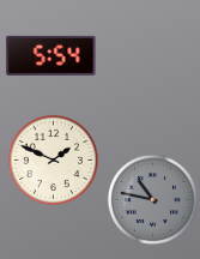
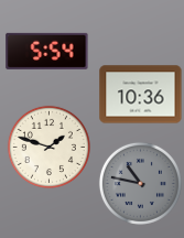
clock at (141, 95): none -> 10:36
clock at (53, 159): 1:49 -> 1:48
